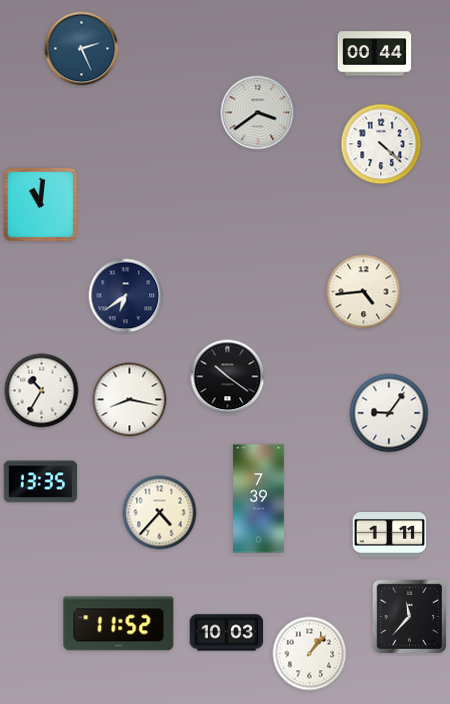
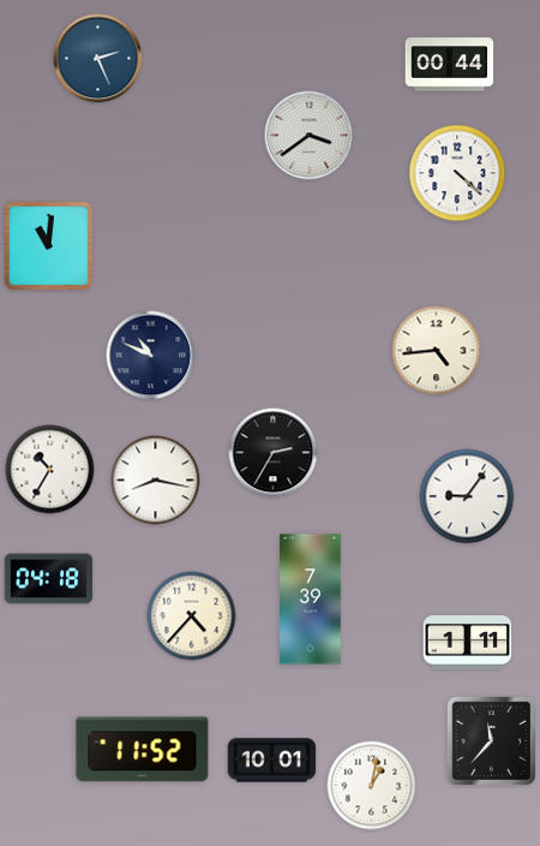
clock at (126, 296): 6:39 -> 10:49
clock at (228, 377): 10:21 -> 2:35
clock at (41, 482): 13:35 -> 04:18
clock at (227, 633): 10:03 -> 10:01
clock at (310, 654): 1:07 -> 1:02
